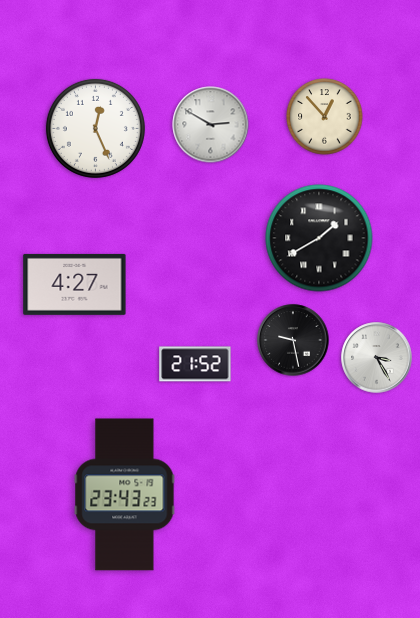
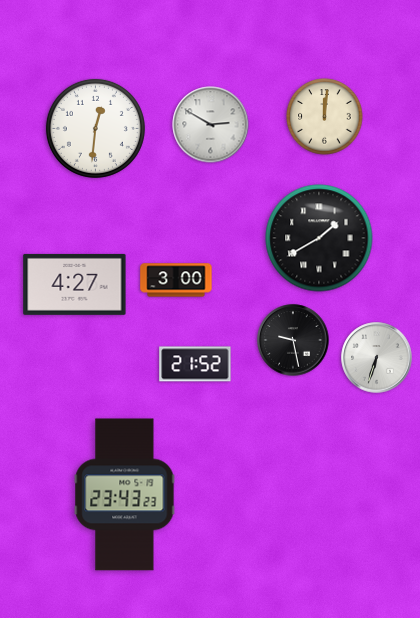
clock at (325, 117): 12:53 -> 12:01
clock at (95, 128): 12:26 -> 12:31
clock at (176, 280): none -> 3:00
clock at (377, 358): 3:25 -> 6:33
